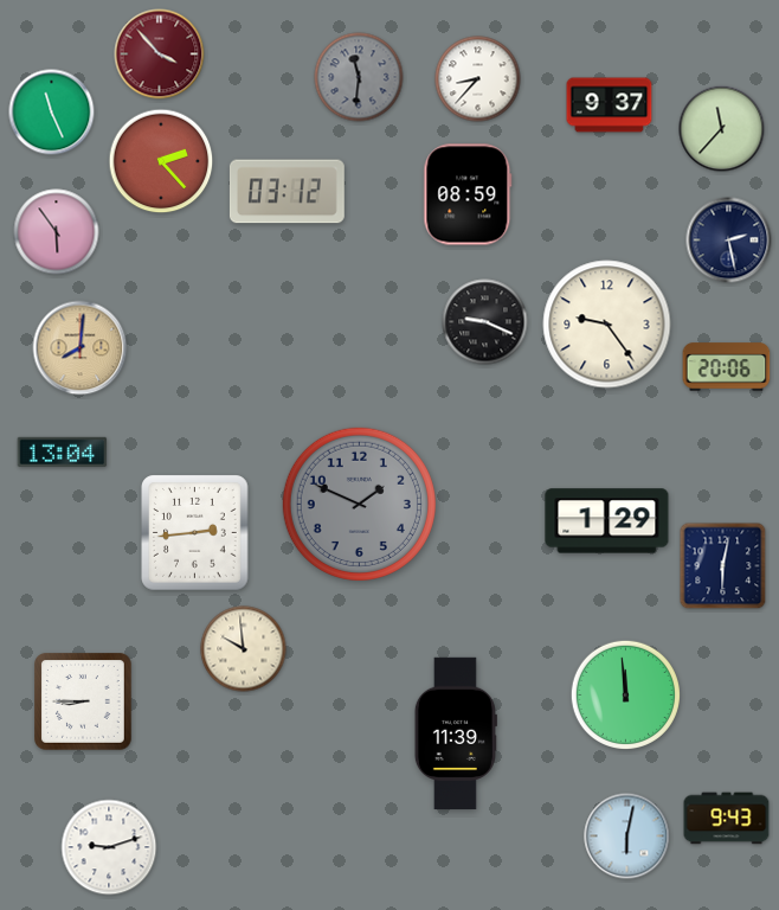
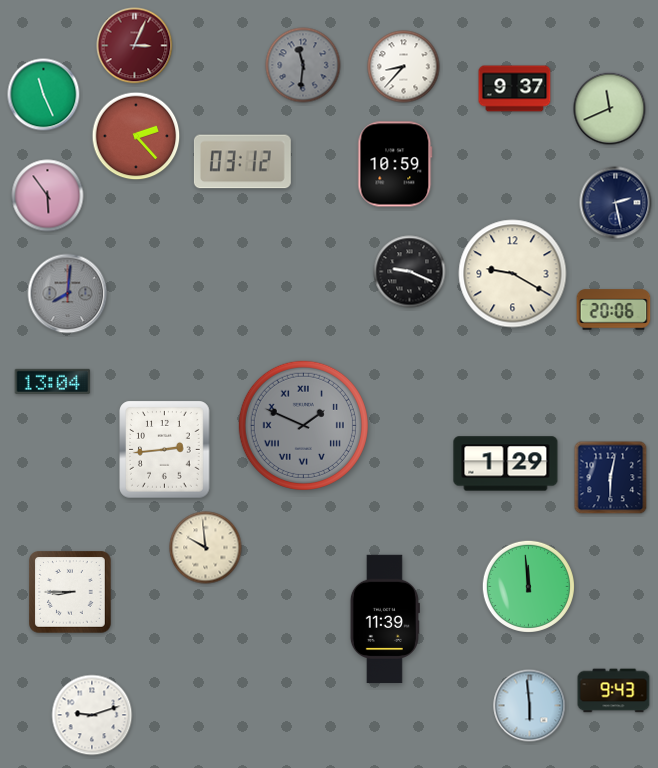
clock at (160, 55): 3:53 -> 3:04
clock at (722, 129): 11:37 -> 11:41
clock at (468, 194): 08:59 -> 10:59
clock at (607, 325): 9:24 -> 9:20
clock at (81, 348) dial: champagne -> grey
clock at (359, 504) numerals: Arabic -> Roman
clock at (607, 521) position: (607, 521) -> (506, 464)
clock at (627, 837): 6:02 -> 5:59
